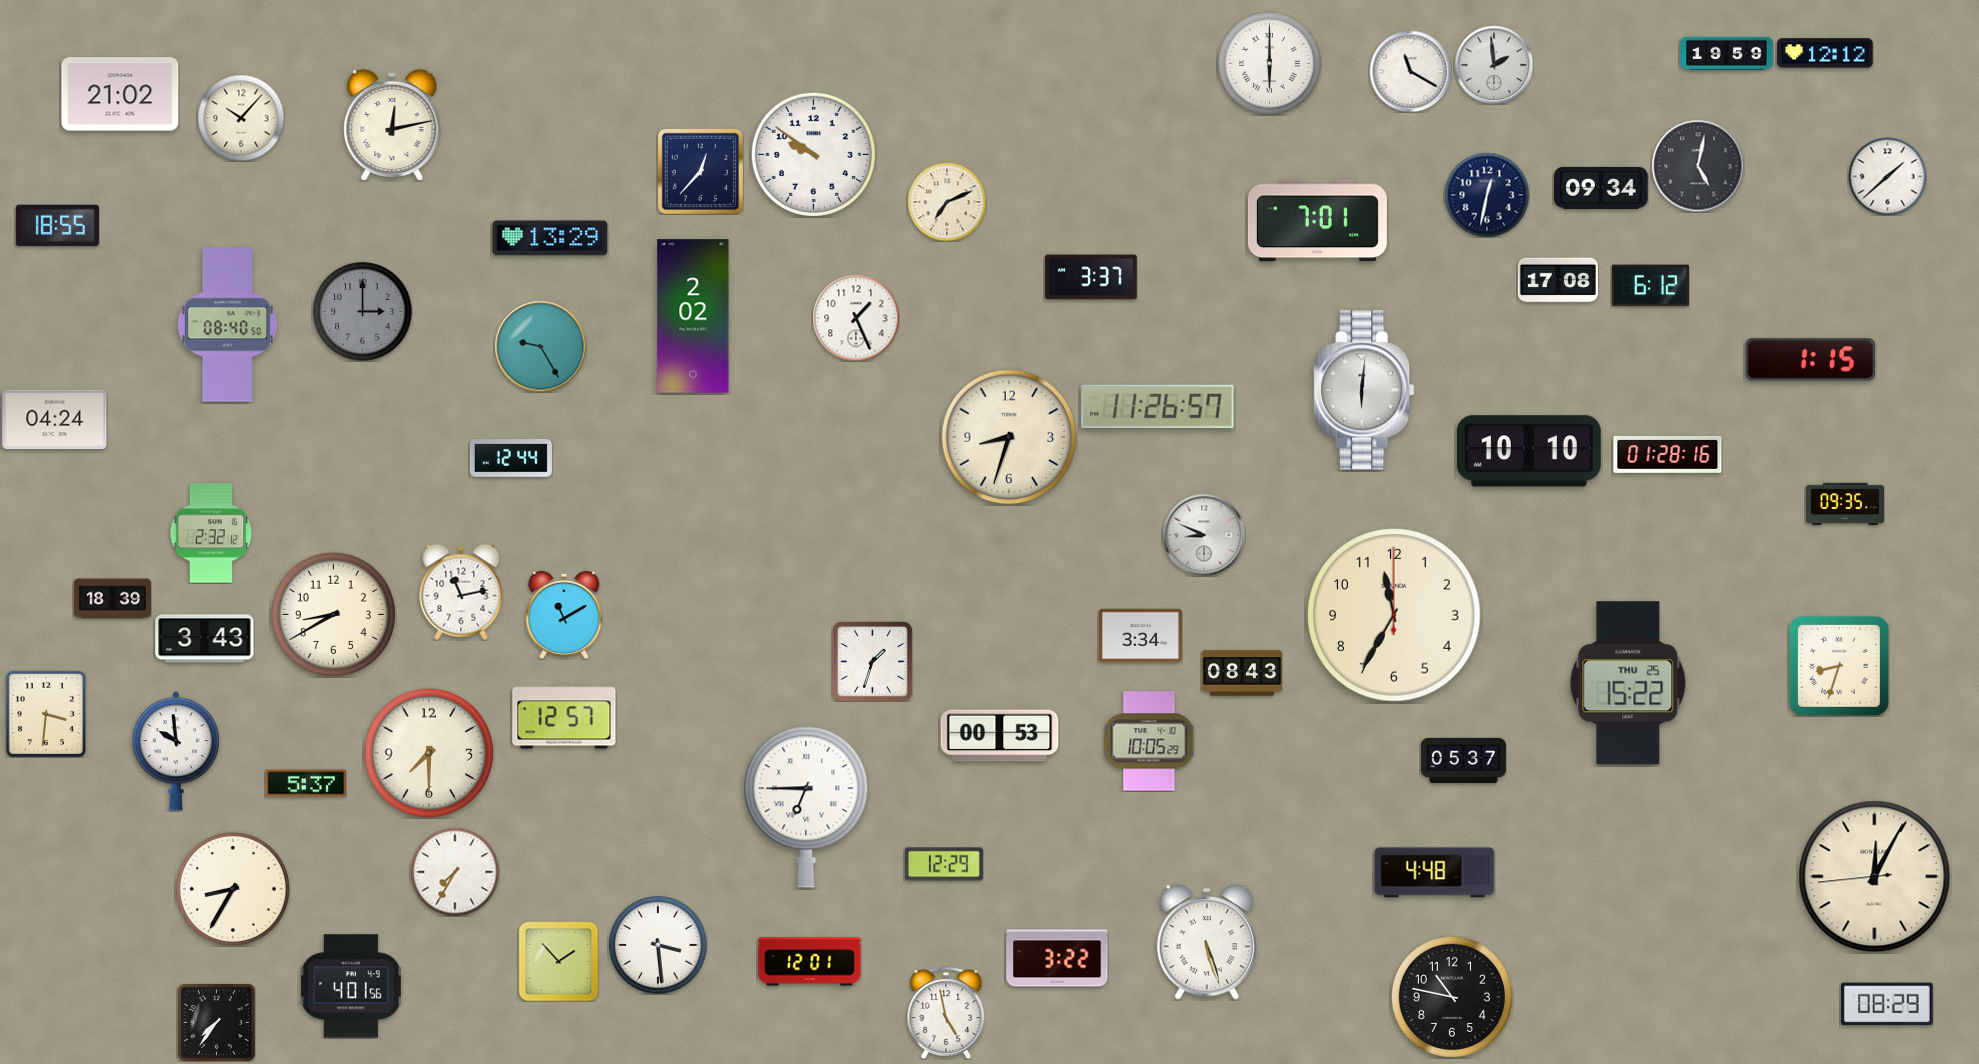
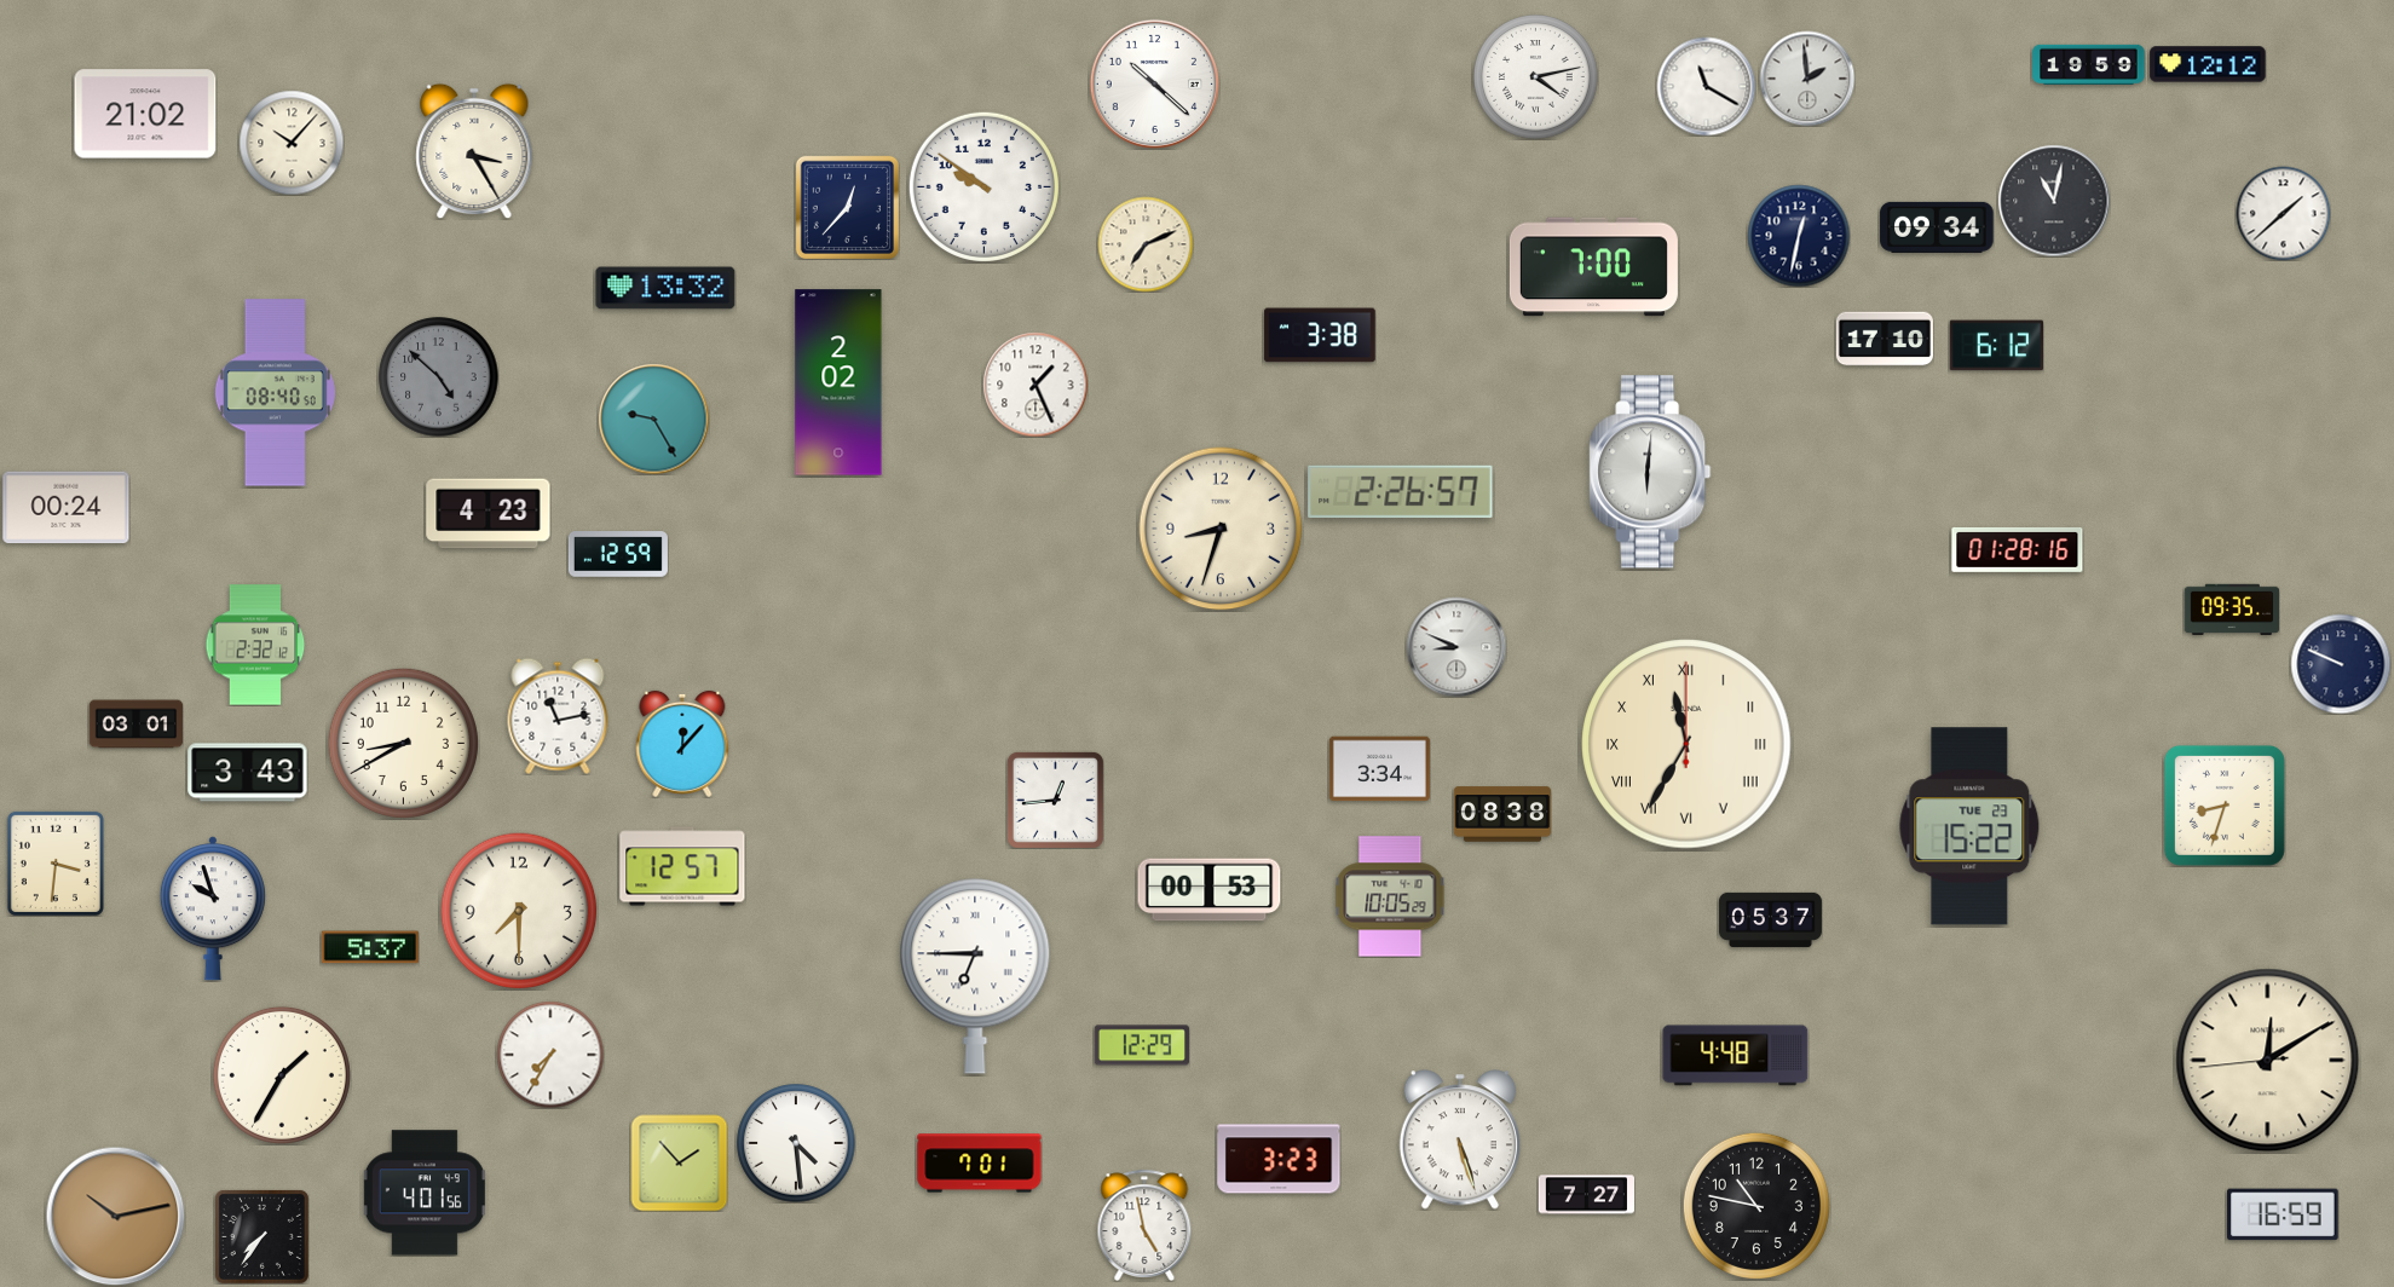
clock at (1270, 64): 6:00 -> 4:13
clock at (1154, 83): none -> 10:22
clock at (392, 125): 12:13 -> 3:25
clock at (1698, 166): 5:02 -> 11:02
clock at (1317, 221): 7:01 -> 7:00
clock at (57, 226): 18:55 -> none
clock at (550, 238): 13:29 -> 13:32
clock at (1091, 277): 3:37 -> 3:38
clock at (1558, 280): 17:08 -> 17:10
clock at (363, 312): 3:00 -> 4:52
clock at (1810, 360): 1:15 -> none
clock at (1158, 407): 11:26 -> 2:26
clock at (55, 420): 04:24 -> 00:24
clock at (489, 514): none -> 4:23
clock at (1529, 451): 10:10 -> none
clock at (511, 458): 12:44 -> 12:59
clock at (2341, 664): none -> 9:49
clock at (112, 599): 18:39 -> 03:01
clock at (564, 615): 11:10 -> 12:07
clock at (1394, 615) numerals: Arabic -> Roman
clock at (872, 661): 1:33 -> 12:44
clock at (1242, 673): 08:43 -> 08:38
clock at (1628, 683) date: THU 25 -> TUE 23
clock at (176, 751): 9:59 -> 9:57
clock at (1875, 877): 12:04 -> 12:09
clock at (233, 889): 8:35 -> 1:35
clock at (658, 945): 3:29 -> 4:29
clock at (1057, 958): 3:22 -> 3:23
clock at (558, 961) position: (558, 961) -> (679, 1162)
clock at (810, 962): 12:01 -> 7:01
clock at (1586, 1195): none -> 7:27
clock at (1887, 1004): 08:29 -> 16:59
clock at (115, 1216): none -> 10:13
